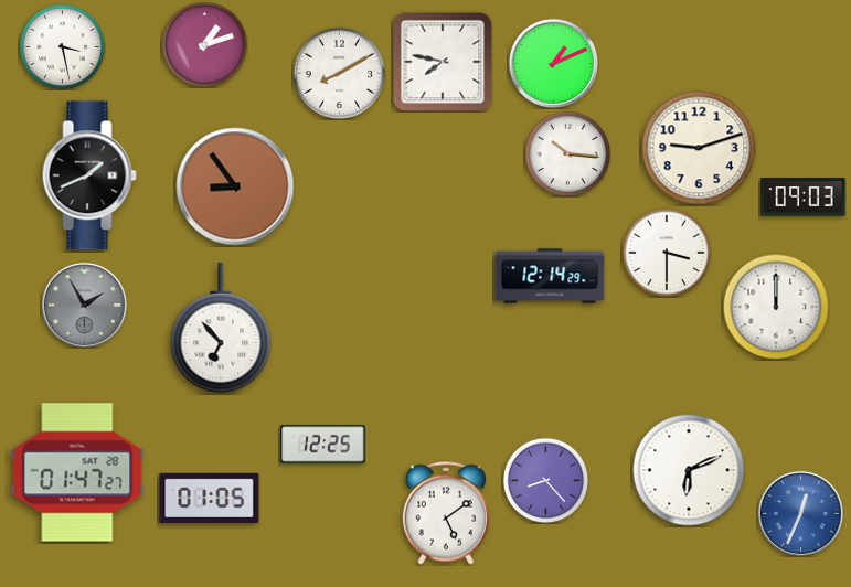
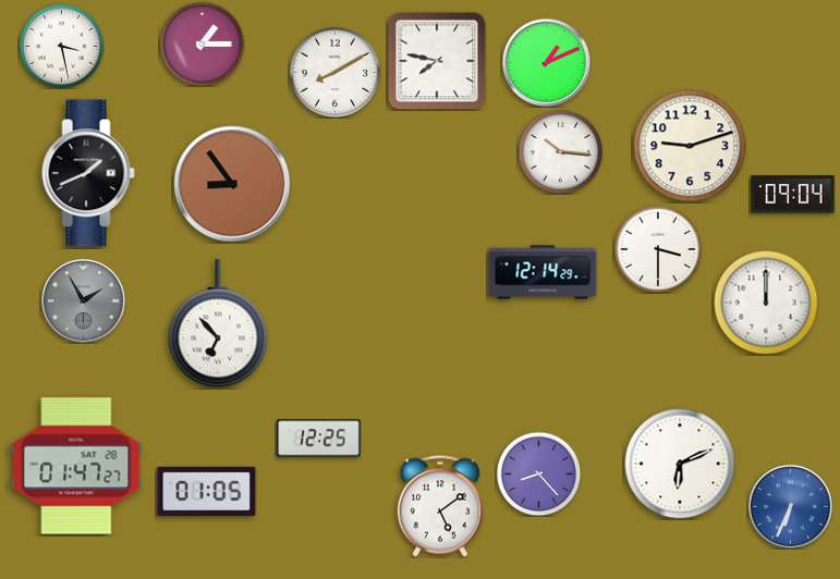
clock at (204, 44): 1:12 -> 1:15
clock at (804, 198): 09:03 -> 09:04
clock at (800, 513): 12:34 -> 6:34
